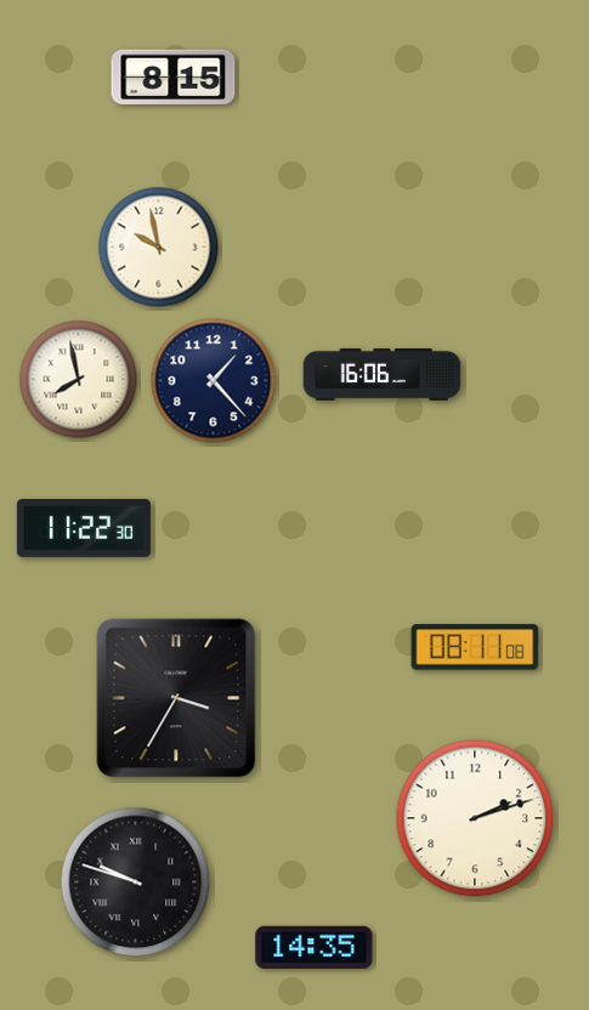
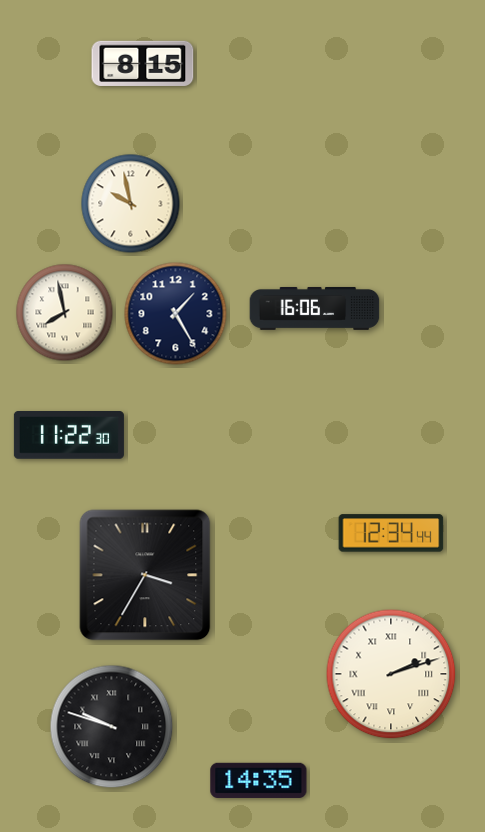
clock at (214, 381): 1:23 -> 1:25
clock at (475, 647): 08:11 -> 12:34
clock at (475, 818) numerals: Arabic -> Roman
